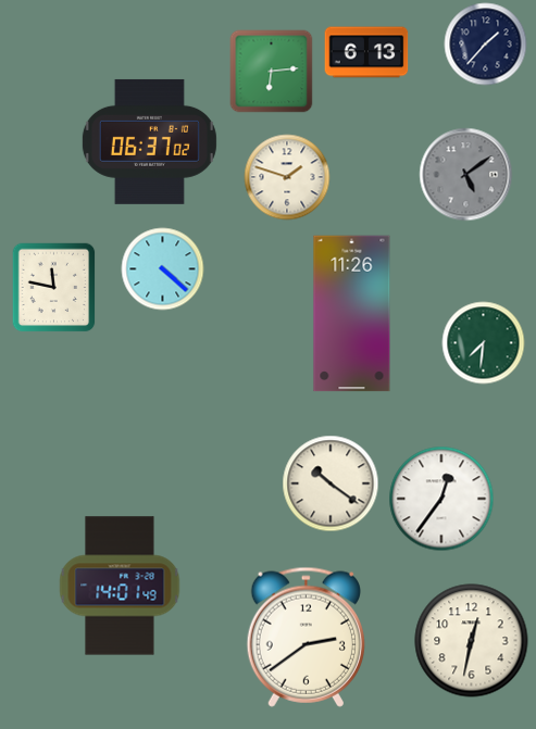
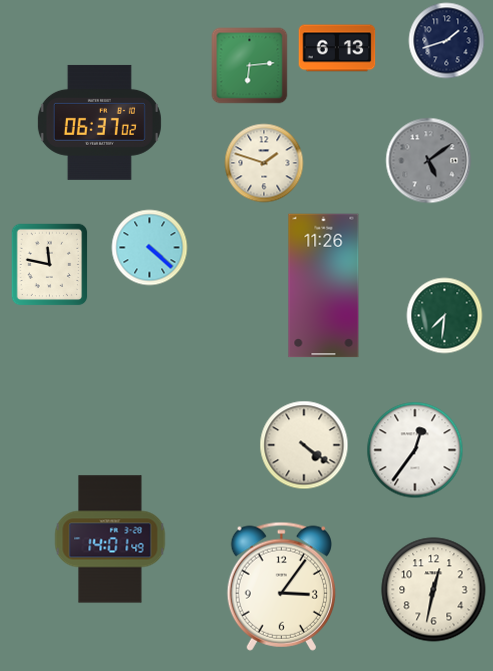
clock at (486, 45): 1:37 -> 1:42
clock at (149, 141) position: (149, 141) -> (99, 122)
clock at (352, 314) position: (352, 314) -> (324, 286)
clock at (331, 483): 10:21 -> 4:21
clock at (441, 499) position: (441, 499) -> (415, 450)
clock at (306, 637): 2:39 -> 3:06
